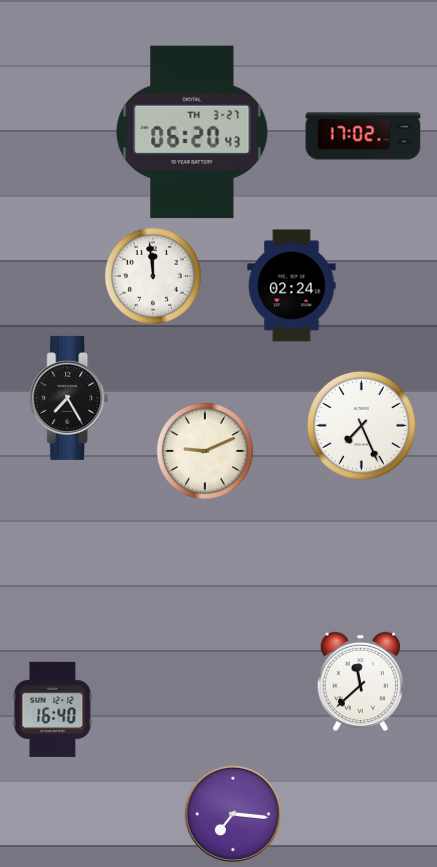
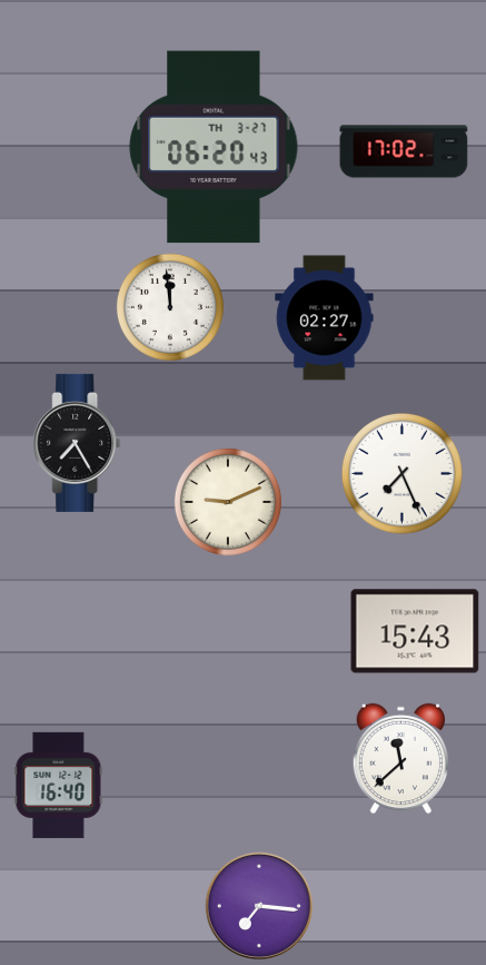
clock at (292, 286): 02:24 -> 02:27
clock at (415, 631): none -> 15:43
clock at (53, 709) position: (53, 709) -> (59, 785)
